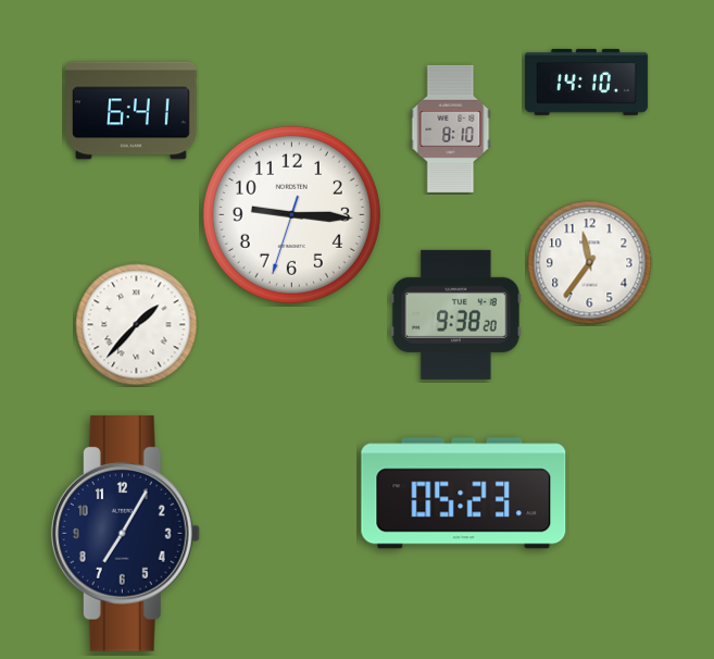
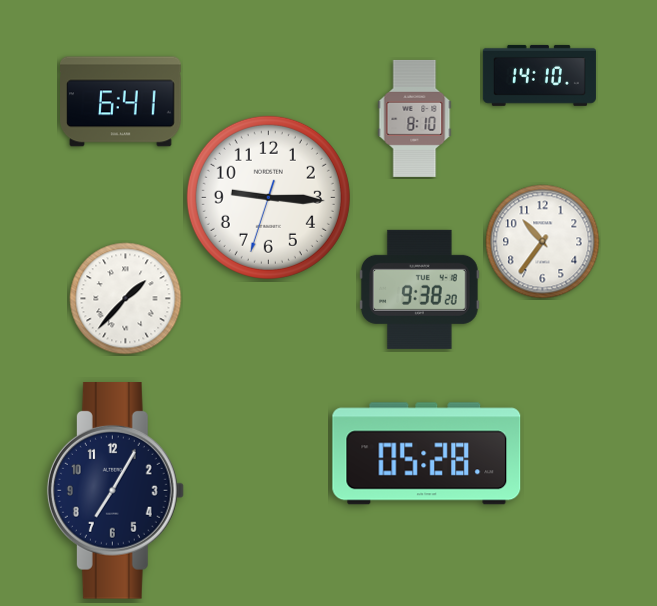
clock at (590, 263): 11:36 -> 10:36
clock at (464, 494): 05:23 -> 05:28
